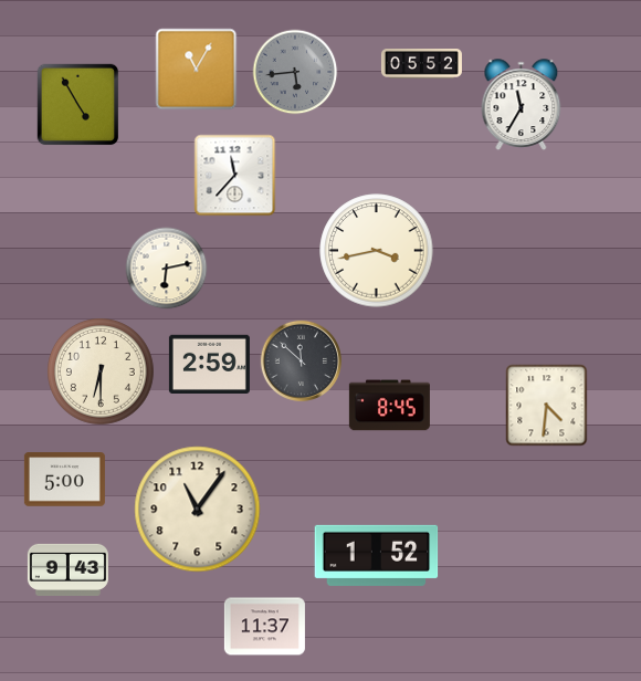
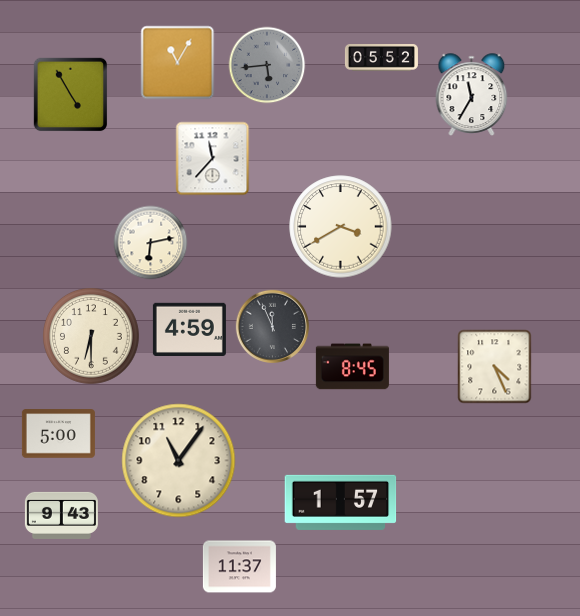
clock at (377, 251): 3:43 -> 3:40
clock at (302, 362): 11:52 -> 11:56
clock at (209, 364): 2:59 -> 4:59
clock at (547, 406): 4:31 -> 4:26
clock at (377, 555): 1:52 -> 1:57
